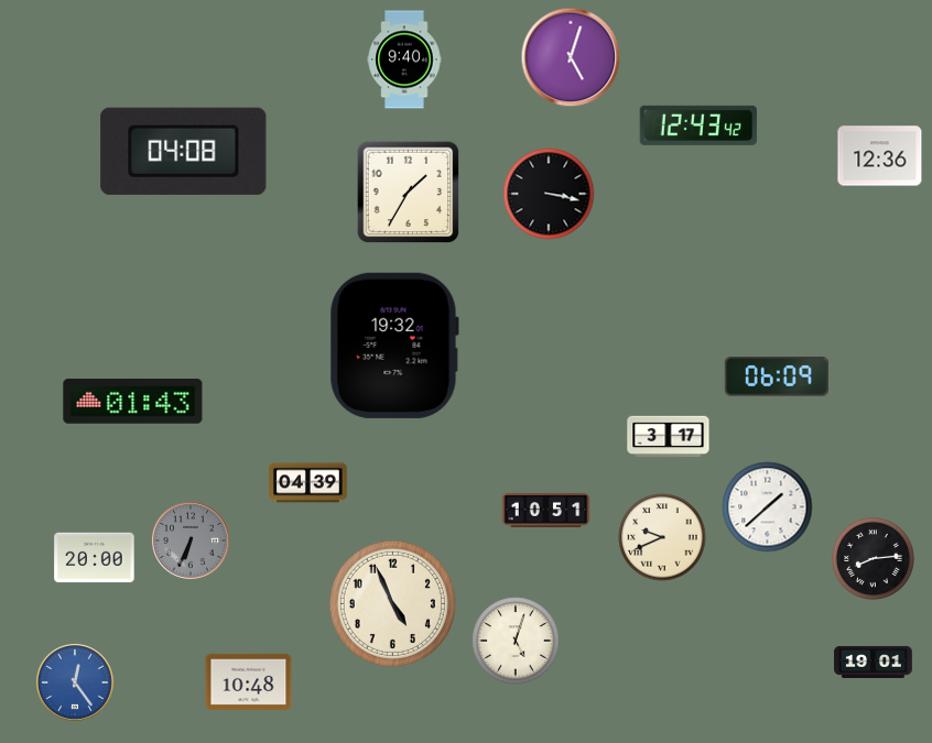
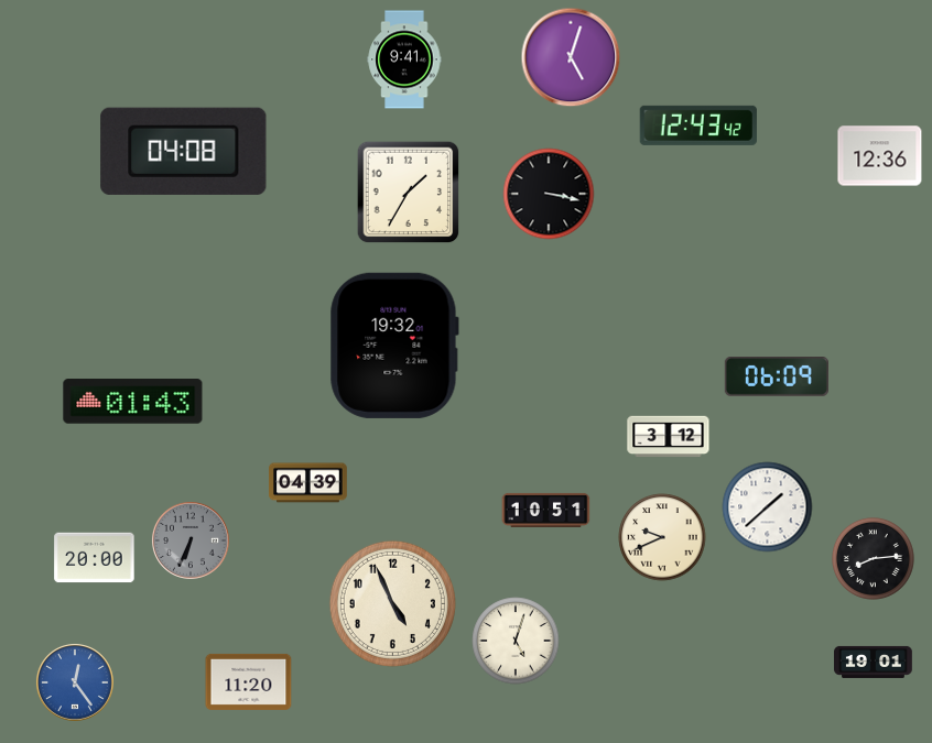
clock at (404, 59): 9:40 -> 9:41
clock at (669, 437): 3:17 -> 3:12
clock at (249, 681): 10:48 -> 11:20
